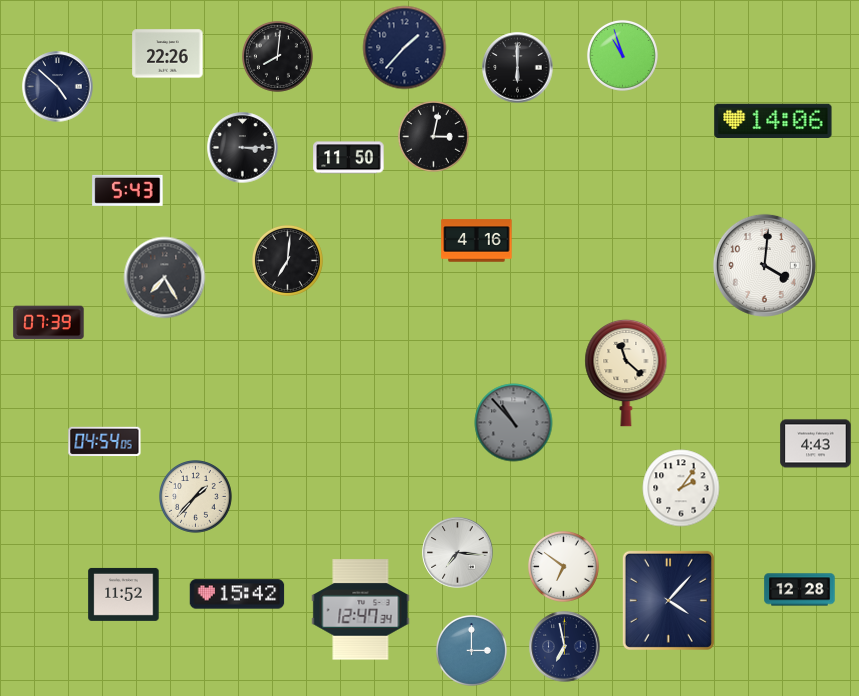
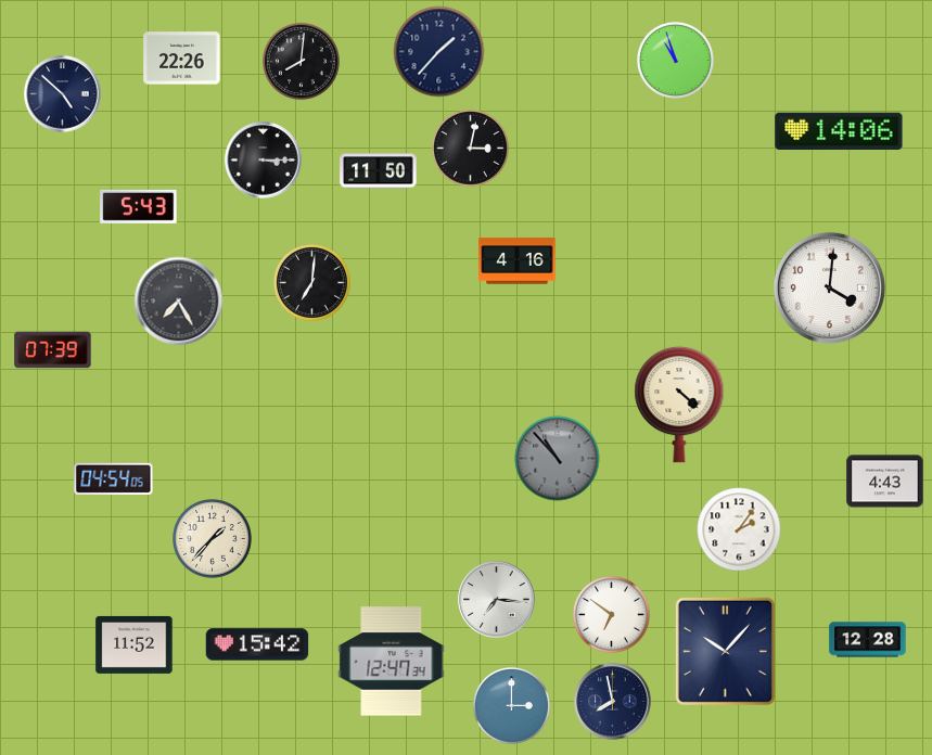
clock at (518, 68): 6:00 -> none
clock at (626, 373): 11:22 -> 4:22
clock at (668, 600): 4:07 -> 10:07
clock at (565, 647): 6:58 -> 7:58
